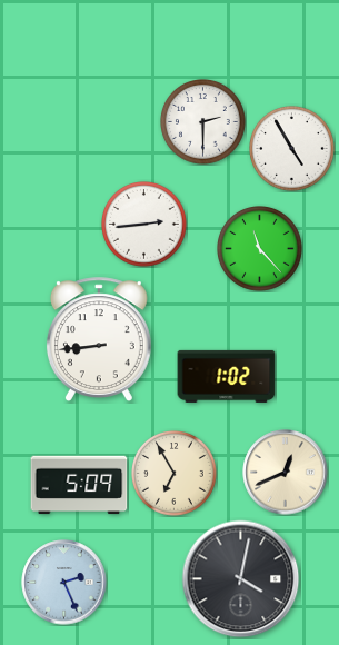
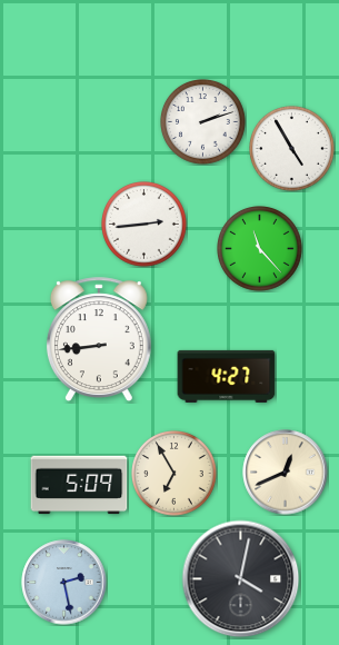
clock at (203, 122): 2:30 -> 2:12
clock at (227, 376): 1:02 -> 4:27
clock at (64, 583): 2:26 -> 2:28
